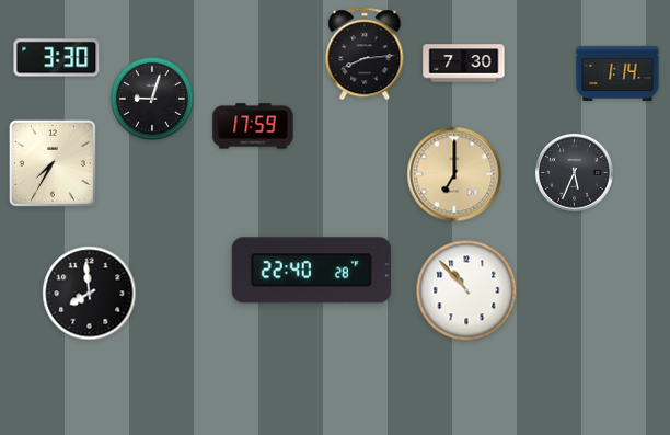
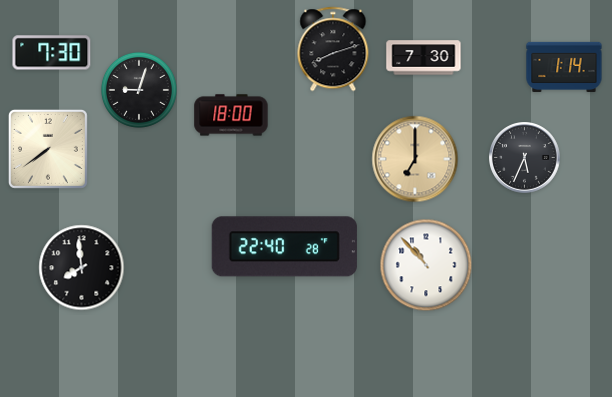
clock at (365, 54): 8:14 -> 8:12
clock at (57, 58): 3:30 -> 7:30
clock at (253, 126): 17:59 -> 18:00
clock at (53, 163): 7:35 -> 7:39
